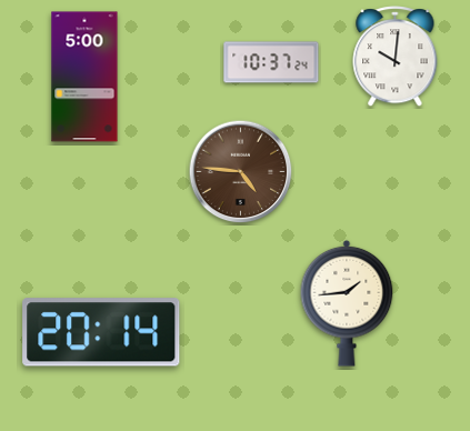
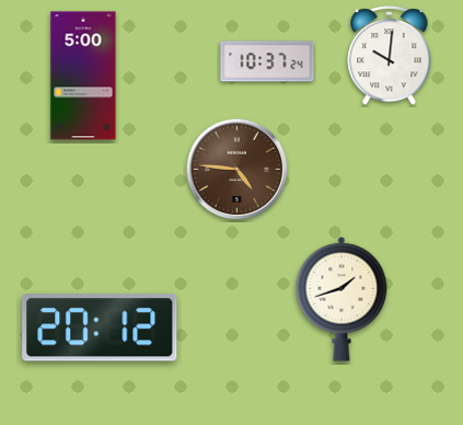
clock at (347, 303): 1:44 -> 1:42
clock at (101, 332): 20:14 -> 20:12
